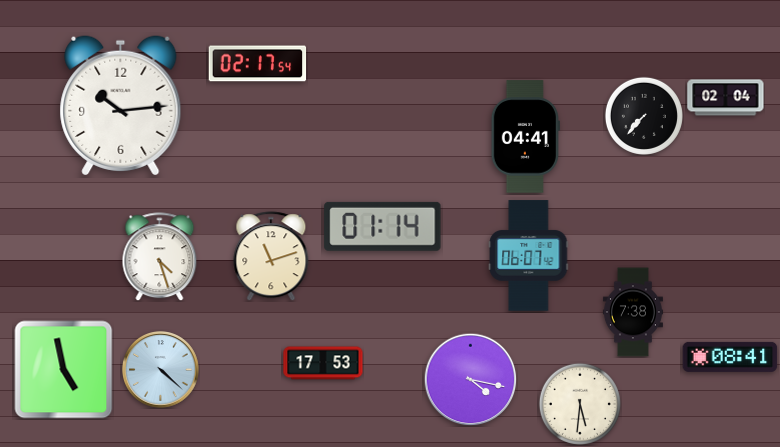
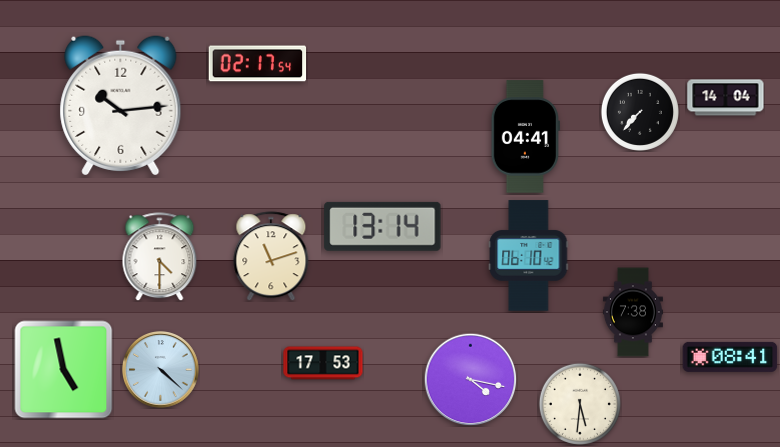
clock at (726, 98): 02:04 -> 14:04
clock at (644, 116) position: (644, 116) -> (640, 112)
clock at (383, 226): 01:14 -> 13:14
clock at (529, 256): 06:07 -> 06:10
clock at (160, 257): 4:27 -> 4:30
